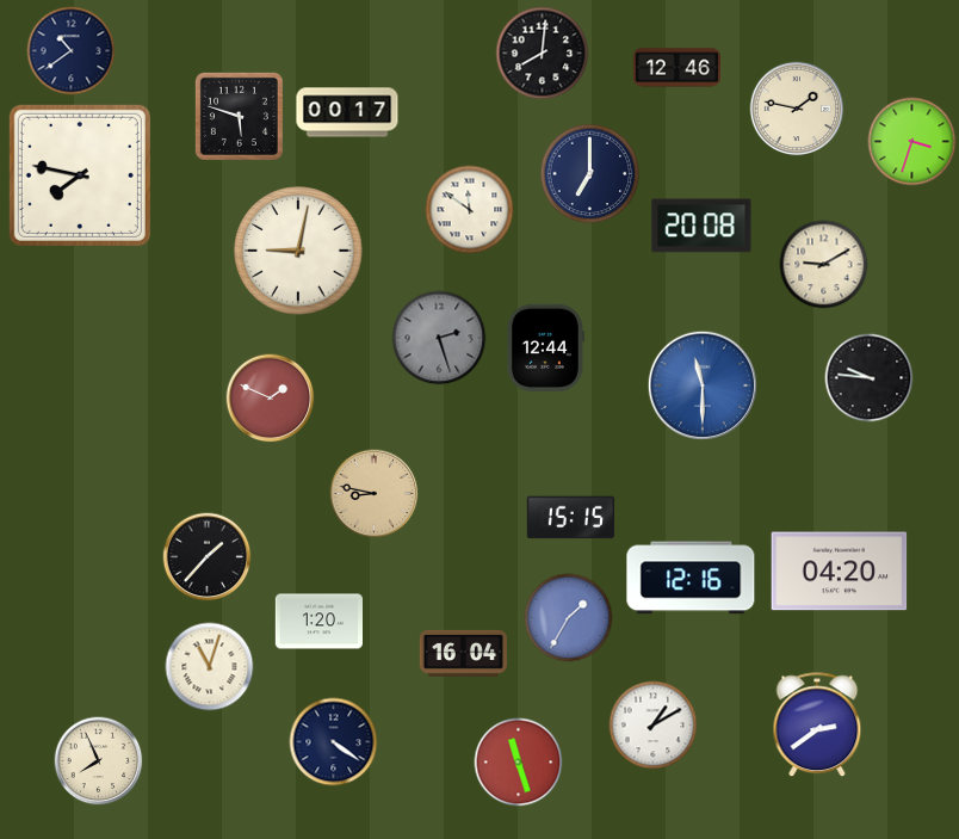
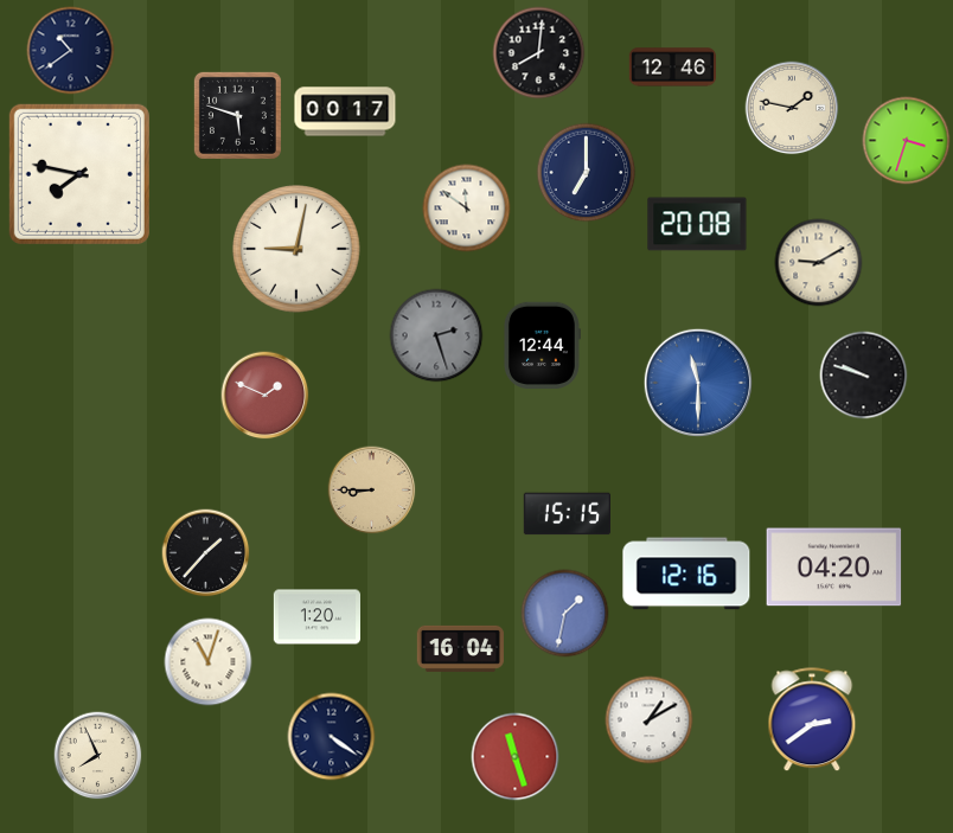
clock at (870, 378): 9:46 -> 9:48
clock at (271, 399) position: (271, 399) -> (266, 396)
clock at (375, 494): 8:47 -> 8:45
clock at (569, 618): 1:35 -> 1:32
